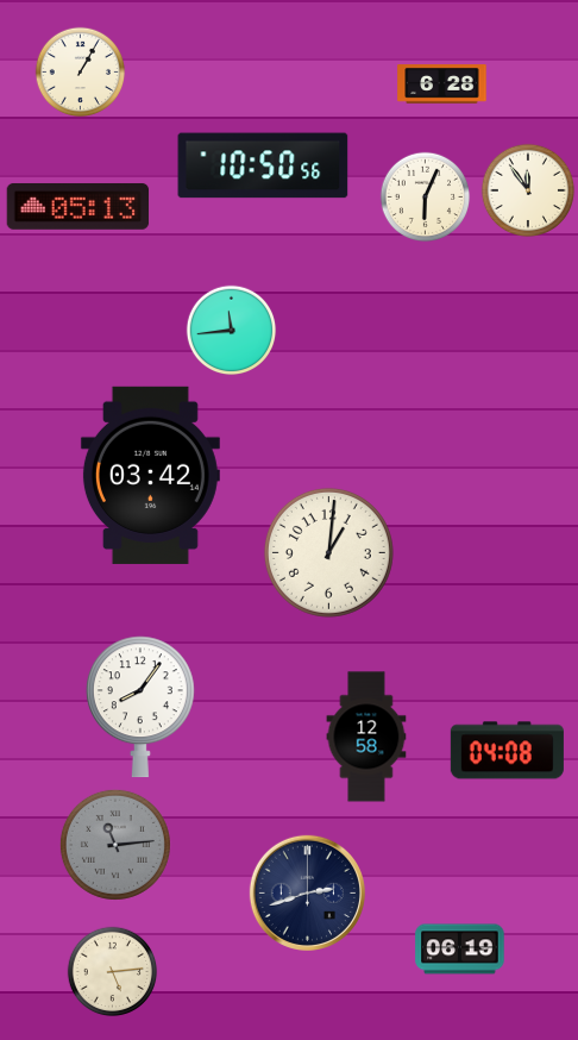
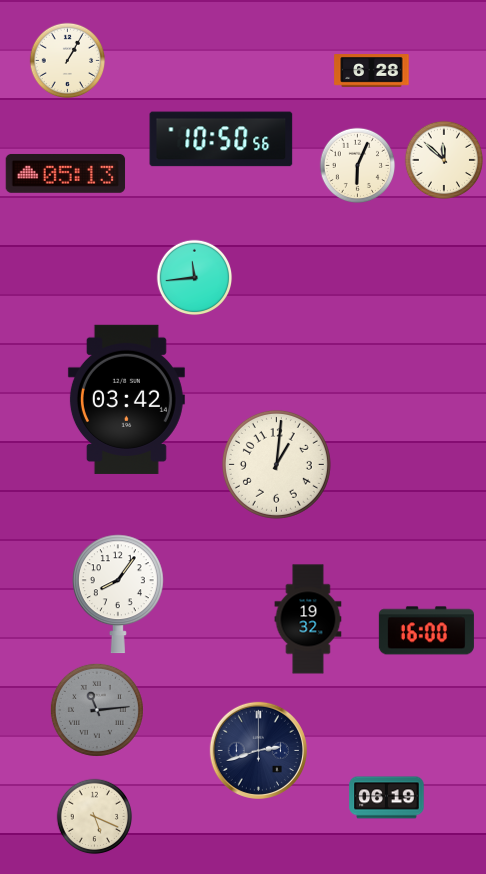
clock at (527, 189): 11:54 -> 11:52
clock at (366, 737): 12:58 -> 19:32
clock at (507, 751): 04:08 -> 16:00
clock at (113, 972): 5:14 -> 5:19
